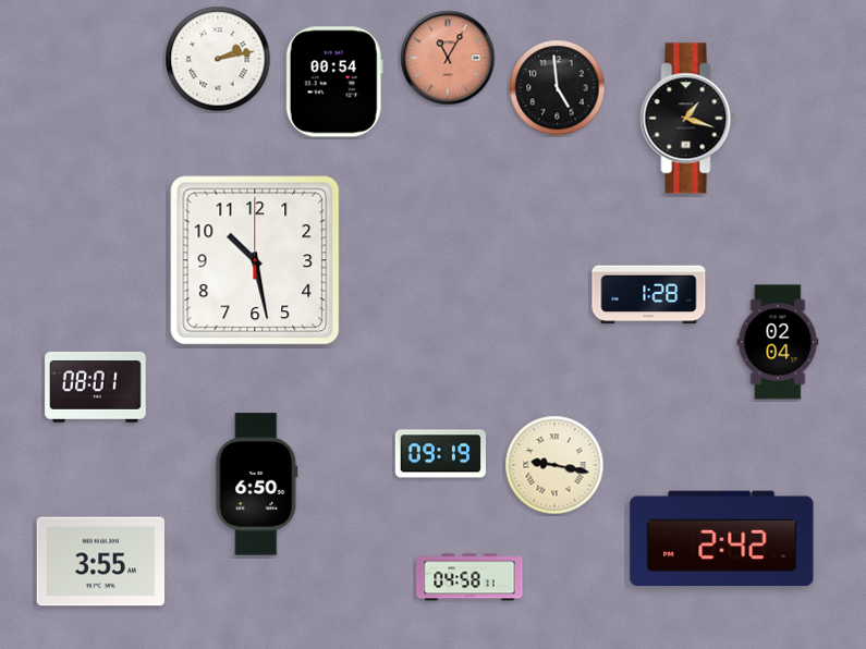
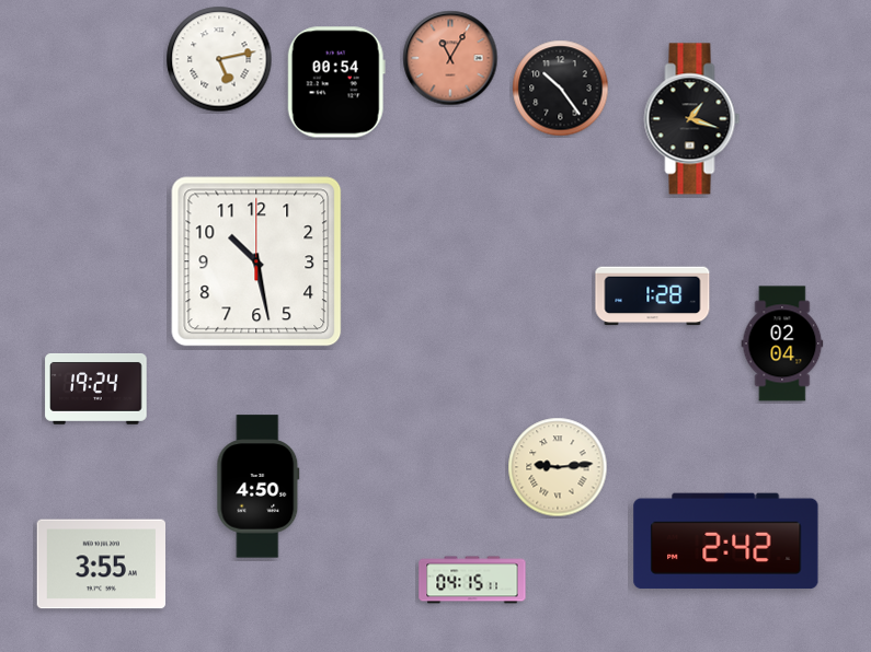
clock at (218, 59): 2:13 -> 5:13
clock at (558, 88): 4:59 -> 10:24
clock at (96, 387): 08:01 -> 19:24
clock at (440, 454): 09:19 -> none
clock at (554, 465): 9:17 -> 9:14
clock at (257, 485): 6:50 -> 4:50
clock at (469, 577): 04:58 -> 04:15
